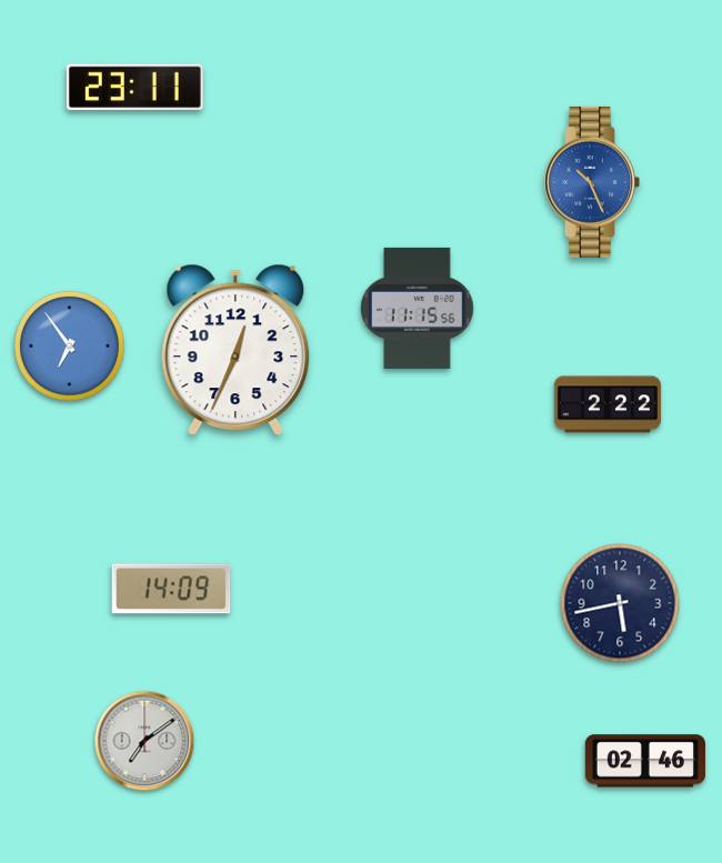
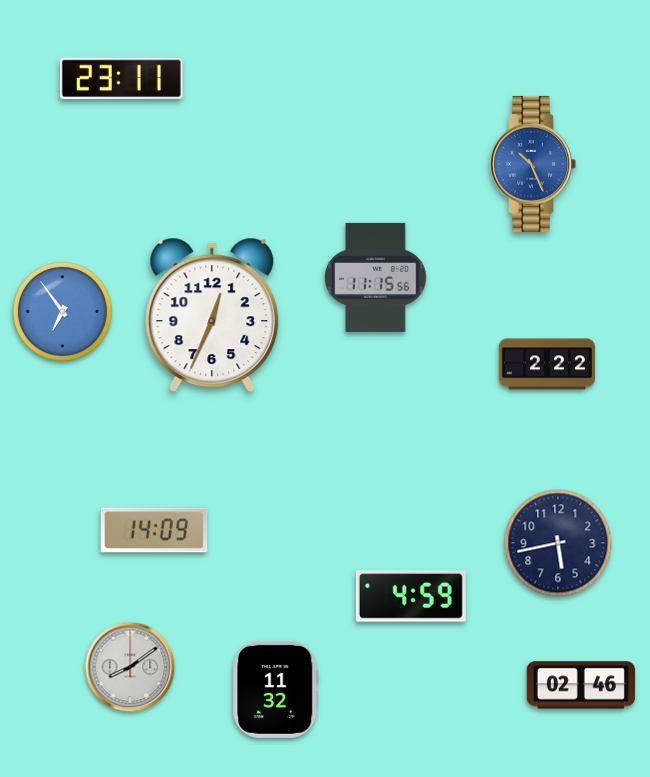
clock at (411, 596): none -> 4:59
clock at (144, 741): 7:09 -> 8:09
clock at (276, 689): none -> 11:32
